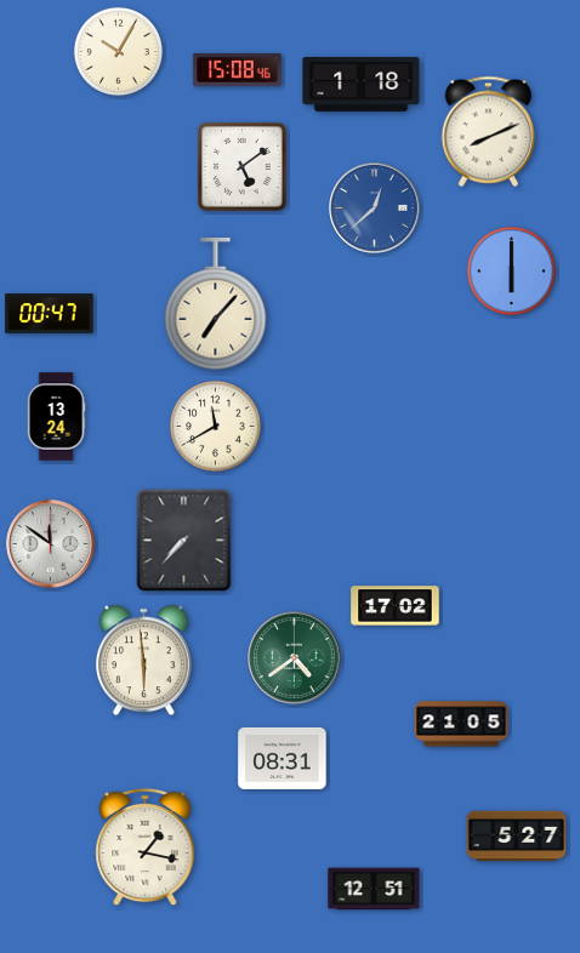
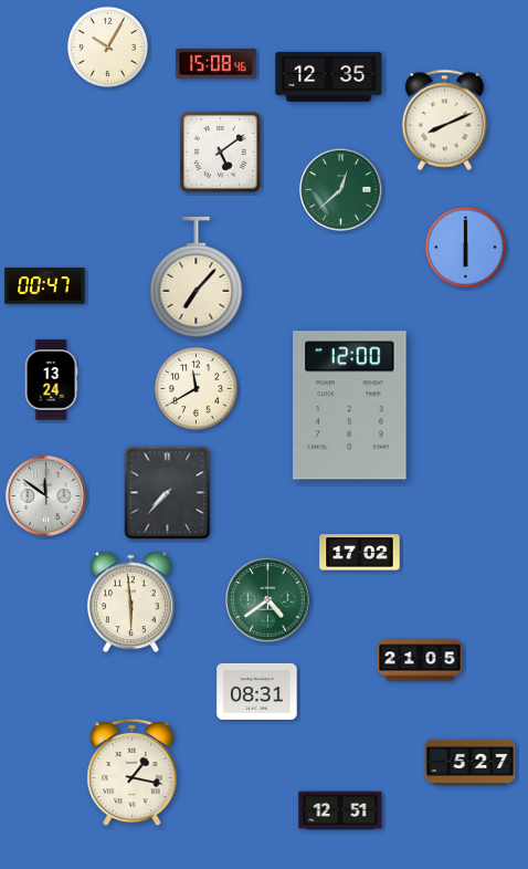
clock at (362, 84): 1:18 -> 12:35
clock at (375, 209) dial: blue -> green
clock at (350, 406): none -> 12:00
